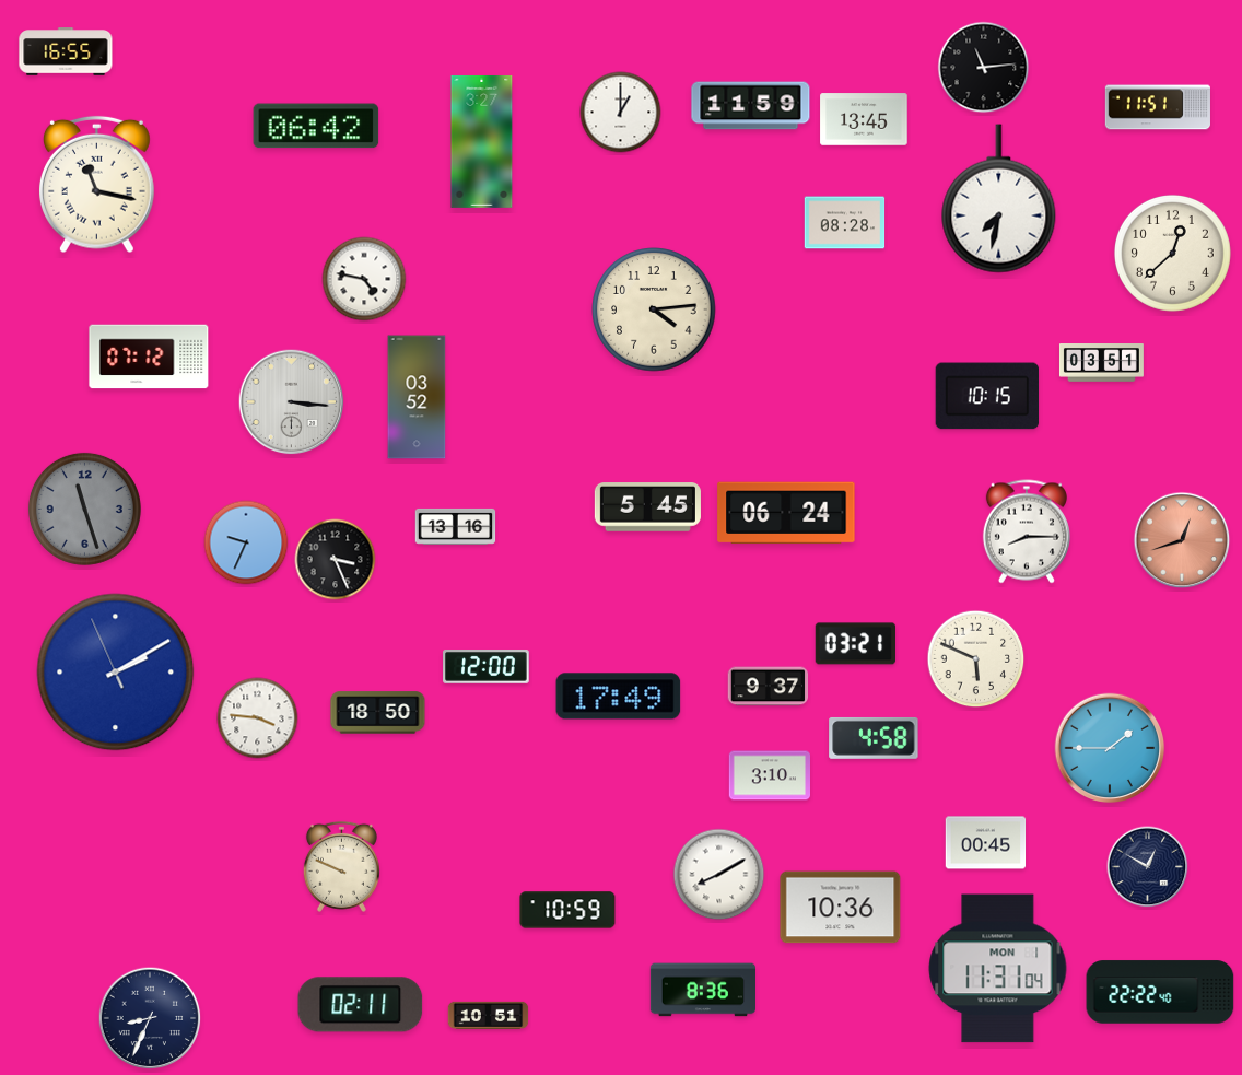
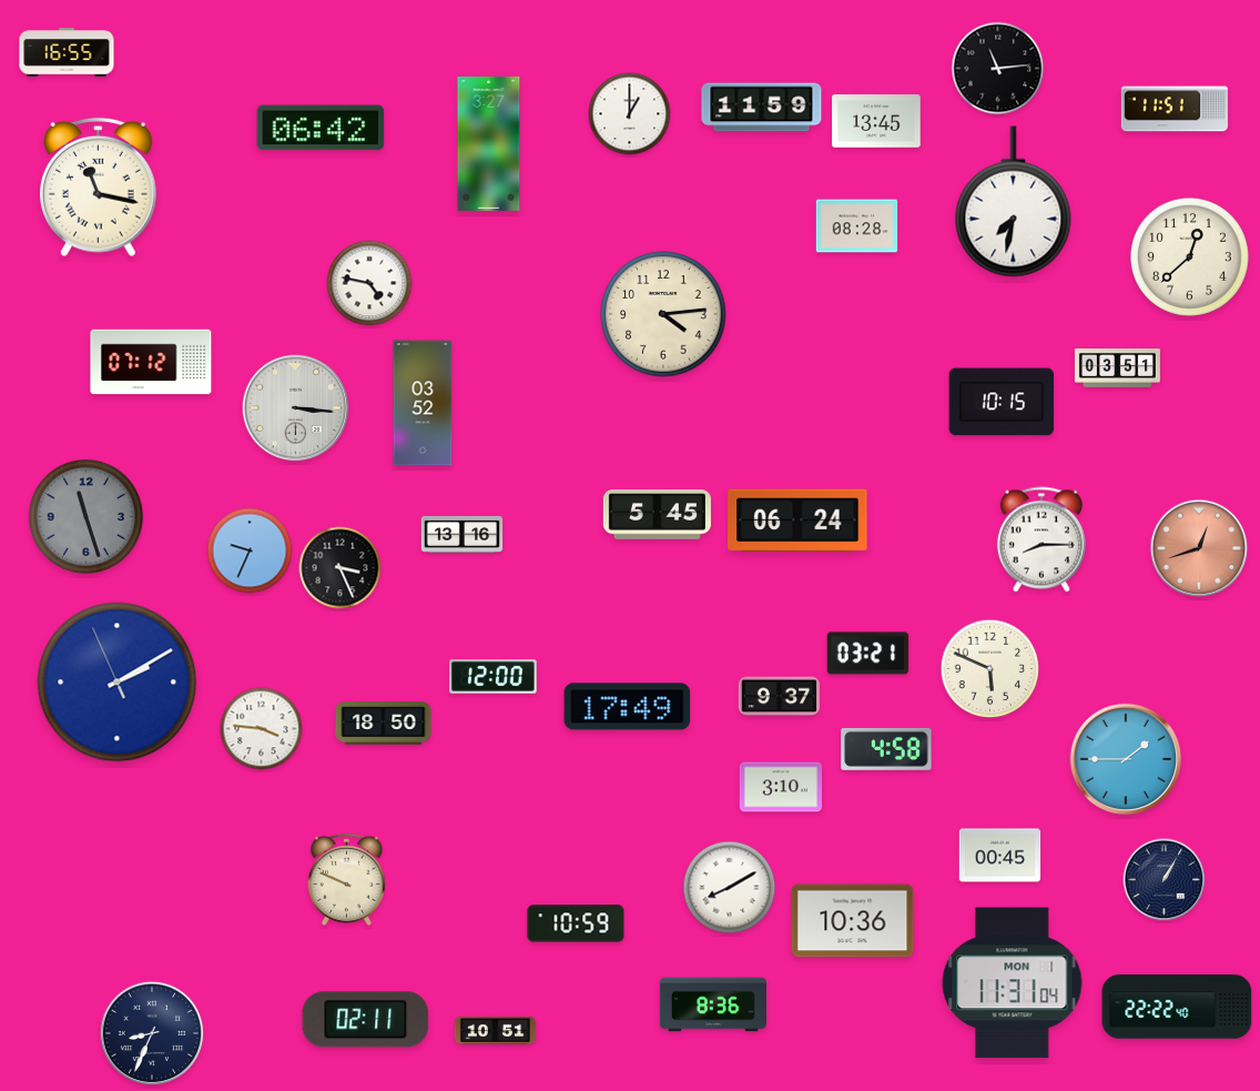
clock at (1148, 867): 12:50 -> 1:05
